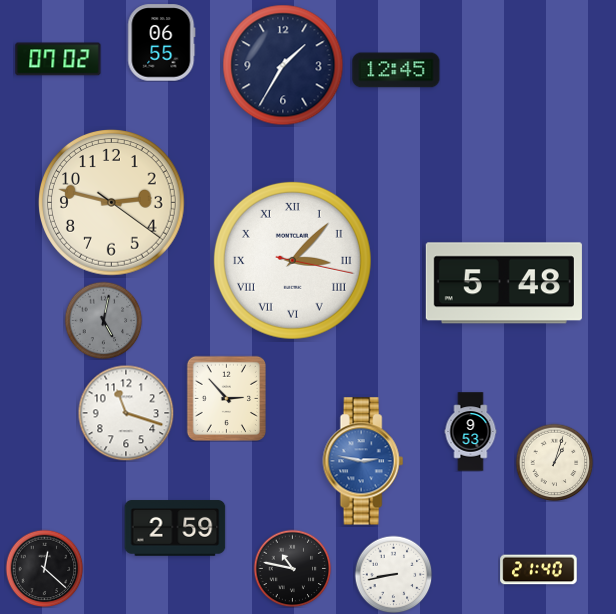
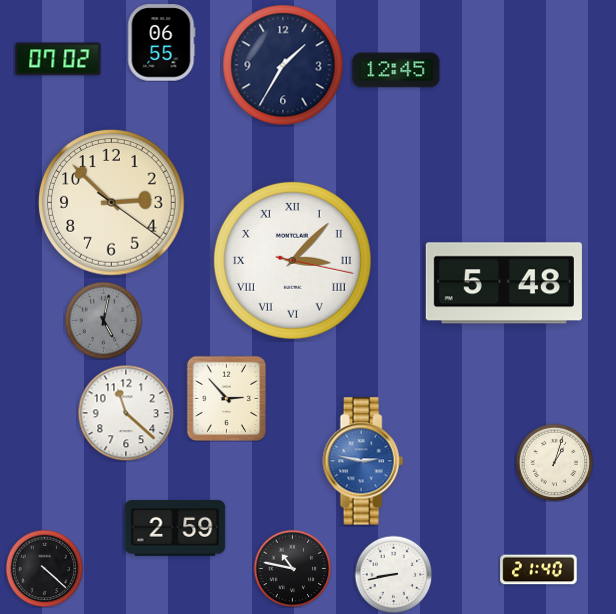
clock at (112, 203): 2:47 -> 2:52
clock at (126, 413): 11:18 -> 11:22
clock at (471, 432): 9:53 -> none
clock at (44, 568): 12:22 -> 4:22
